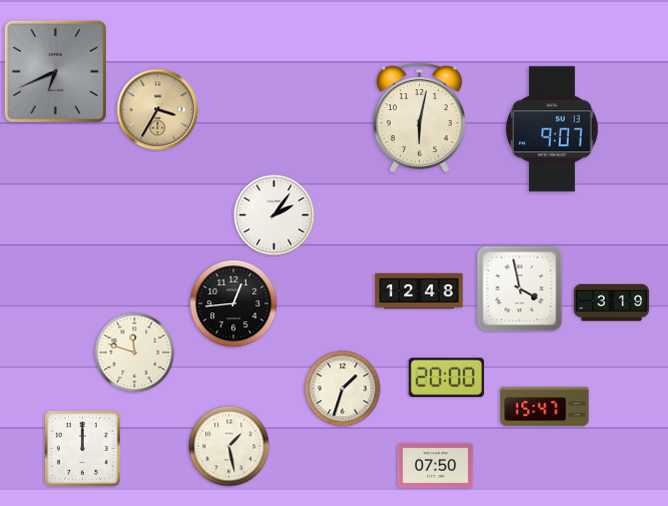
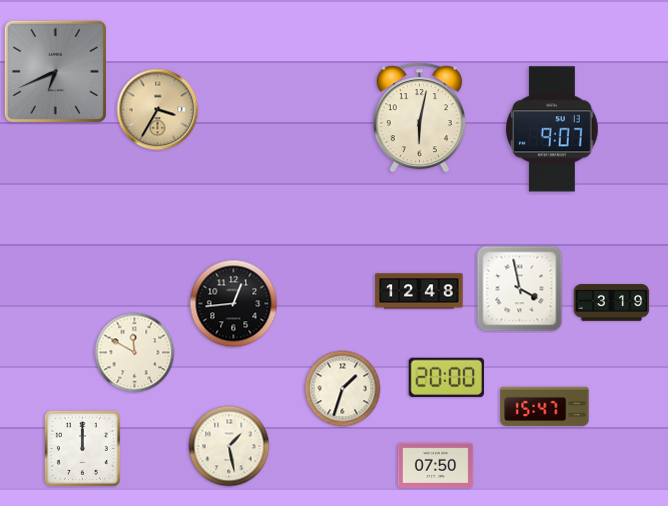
clock at (274, 215): 2:06 -> none
clock at (135, 353): 11:48 -> 11:50
